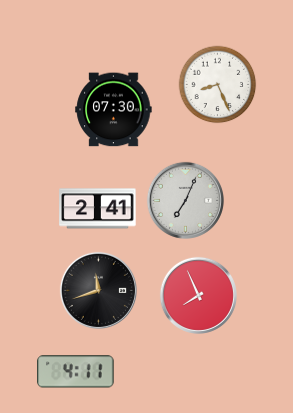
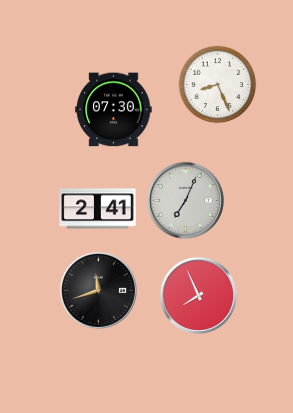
clock at (76, 372): 4:11 -> none
